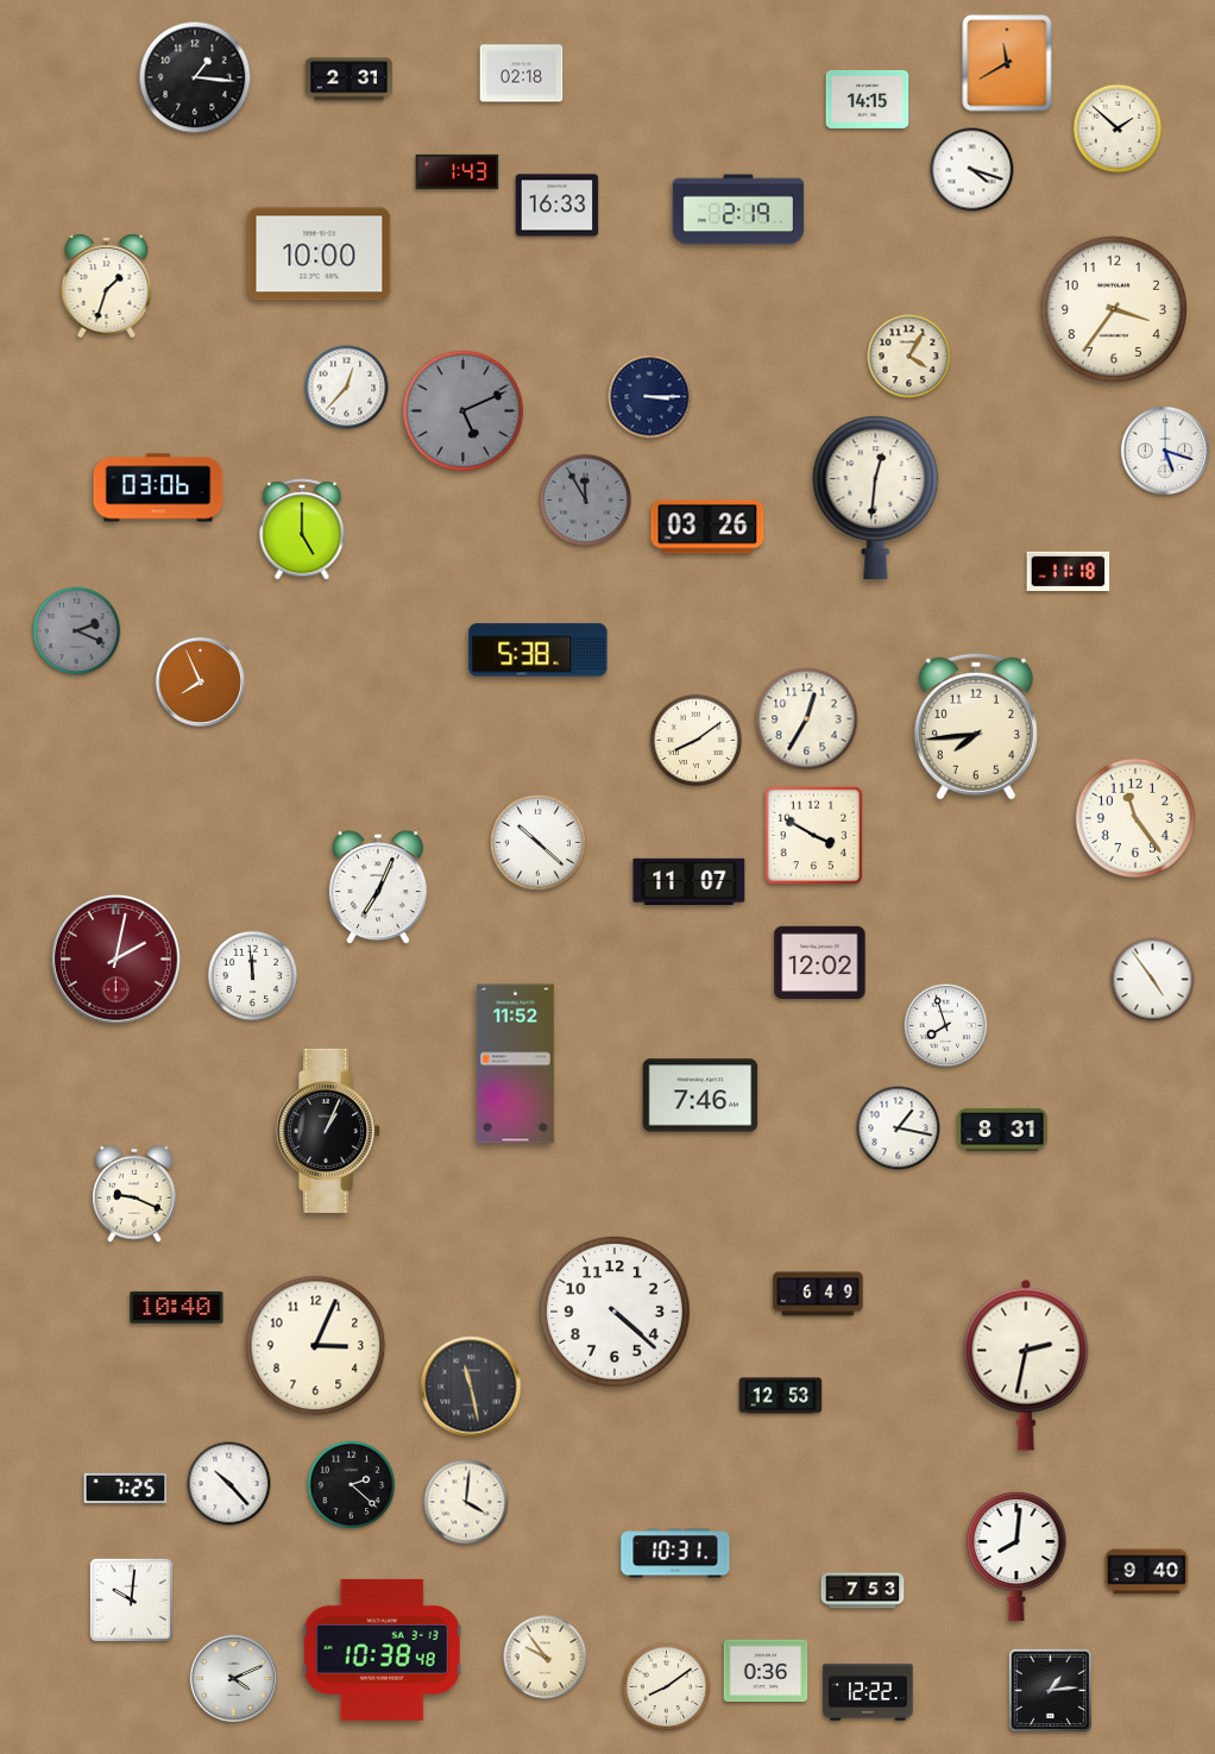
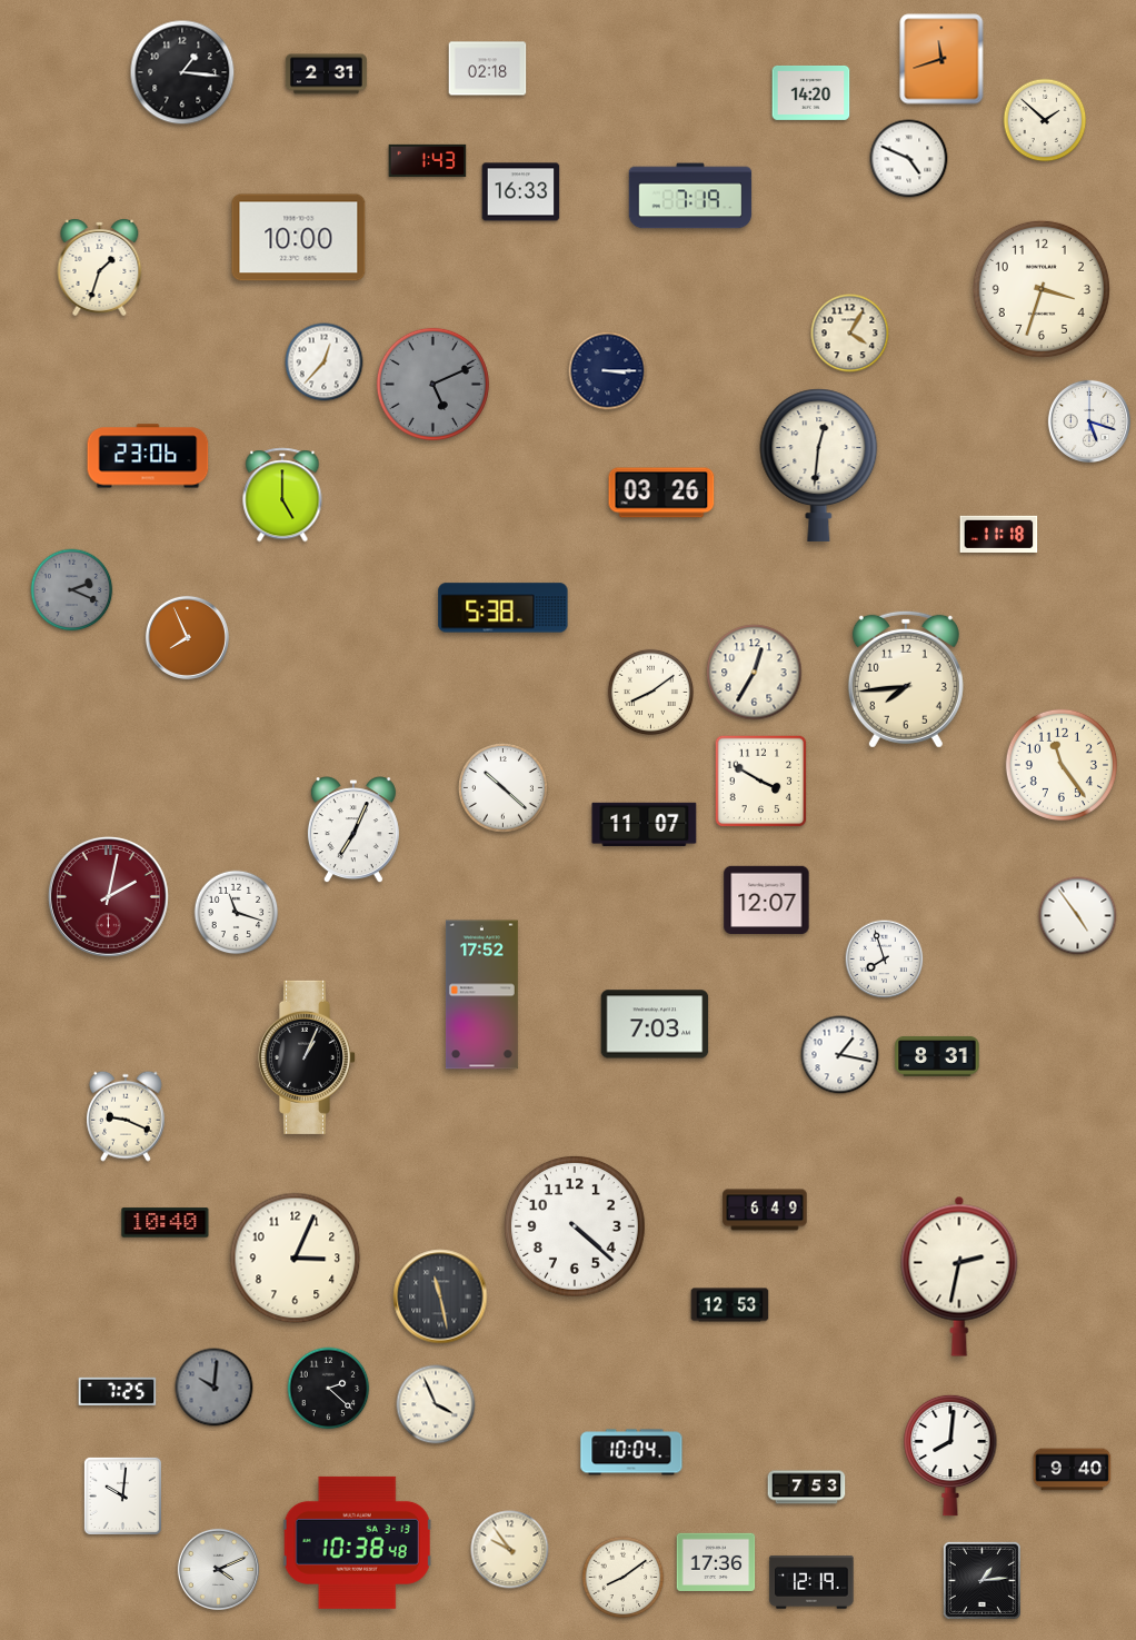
clock at (1007, 63): 11:40 -> 11:42
clock at (868, 99): 14:15 -> 14:20
clock at (972, 170): 4:18 -> 4:49
clock at (738, 209): 2:19 -> 7:19
clock at (1114, 309): 3:36 -> 3:33
clock at (158, 488): 03:06 -> 23:06
clock at (585, 499): 11:55 -> none
clock at (976, 727) position: (976, 727) -> (906, 679)
clock at (820, 963): 12:02 -> 12:07
clock at (253, 976): 11:59 -> 11:18
clock at (515, 1064): 11:52 -> 17:52
clock at (700, 1095): 7:46 -> 7:03
clock at (229, 1484): 10:23 -> 10:01
clock at (229, 1484) dial: white -> grey
clock at (466, 1502): 4:01 -> 3:56
clock at (675, 1553): 10:31 -> 10:04
clock at (766, 1671): 0:36 -> 17:36
clock at (868, 1692): 12:22 -> 12:19
